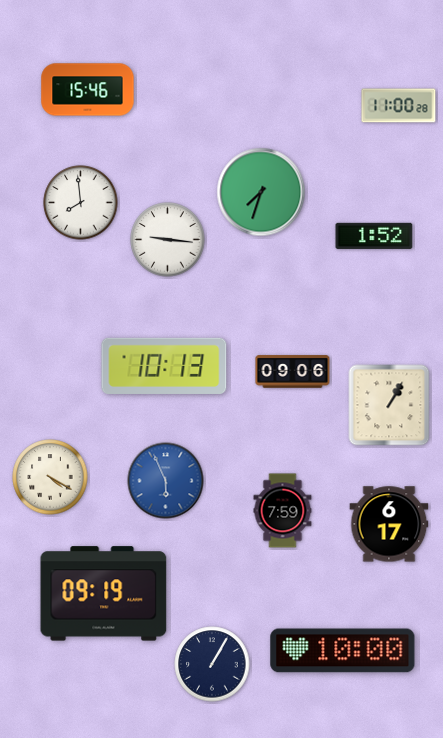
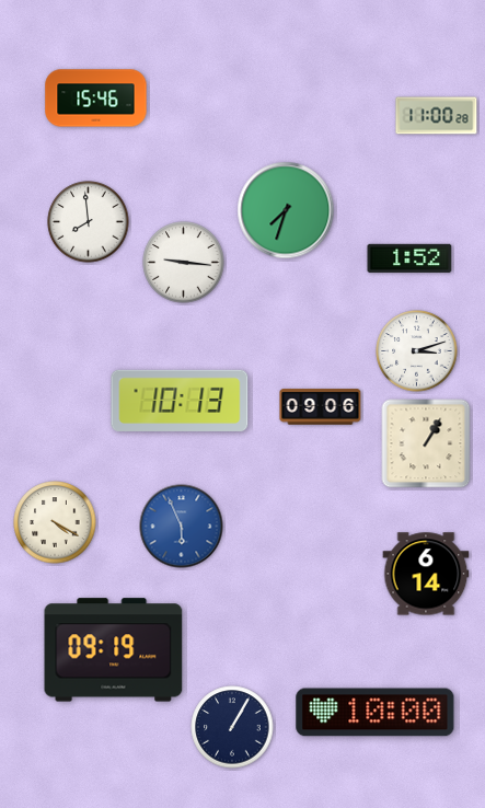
clock at (417, 351): none -> 3:12
clock at (283, 511): 7:59 -> none
clock at (389, 524): 6:17 -> 6:14
